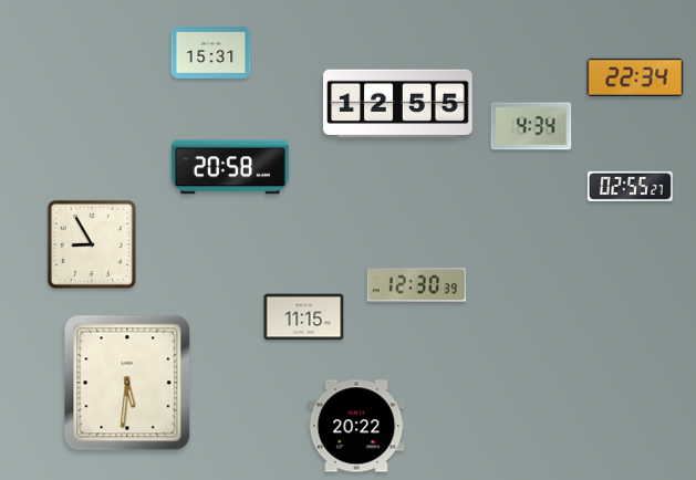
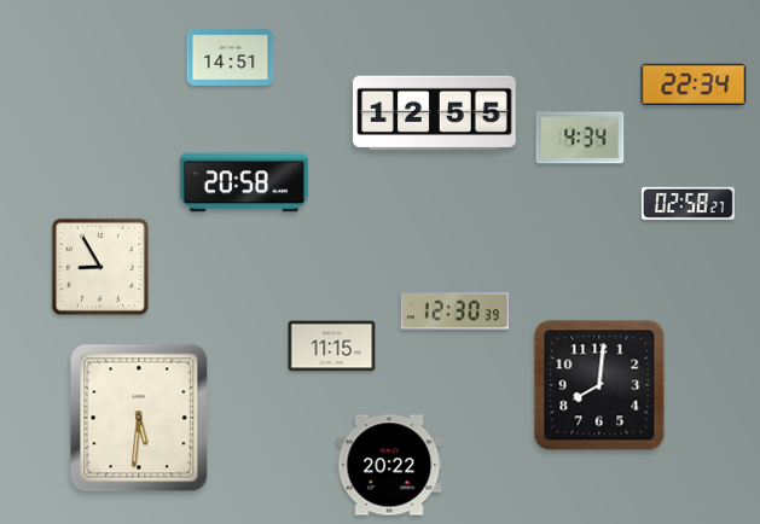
clock at (211, 53): 15:31 -> 14:51
clock at (230, 167) position: (230, 167) -> (244, 182)
clock at (630, 186): 02:55 -> 02:58
clock at (599, 385): none -> 8:01
